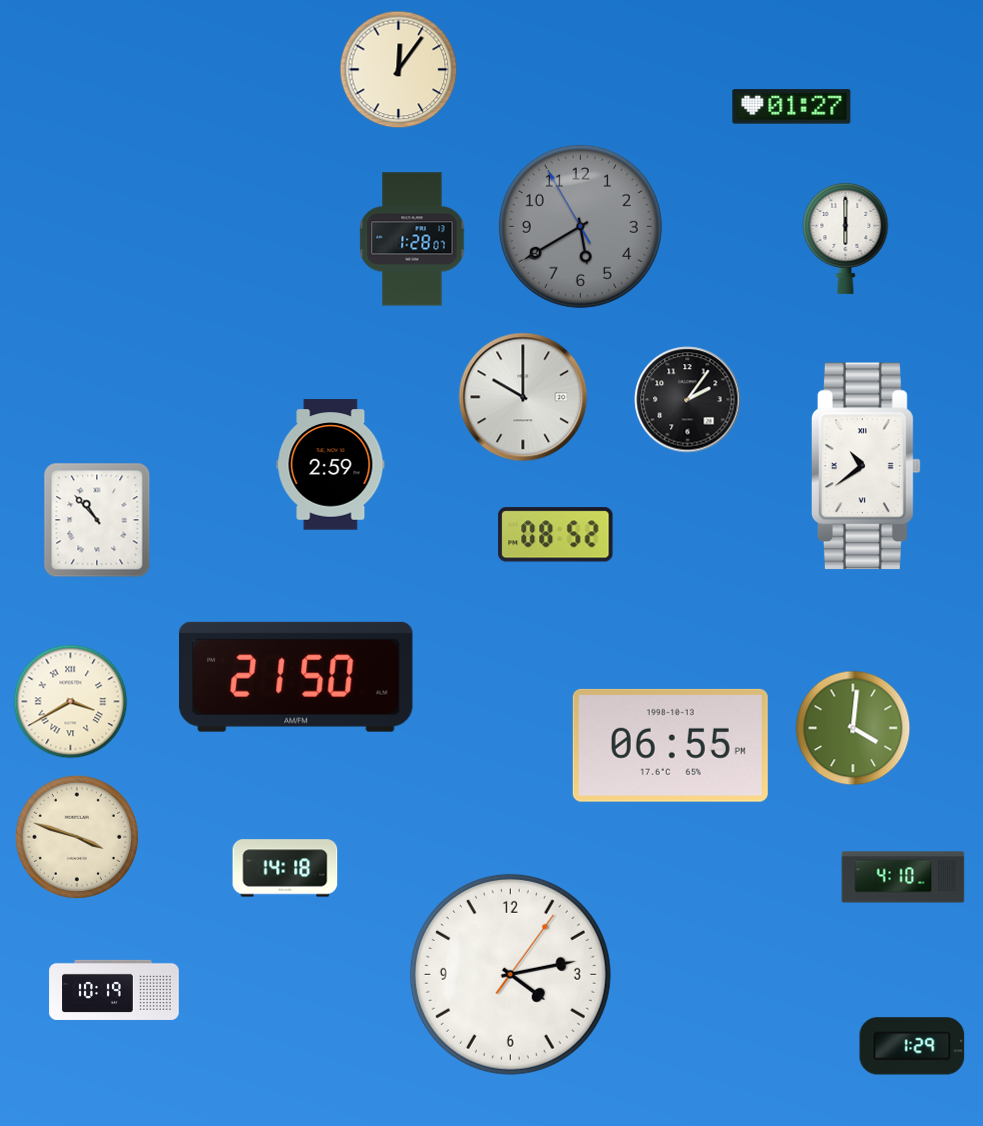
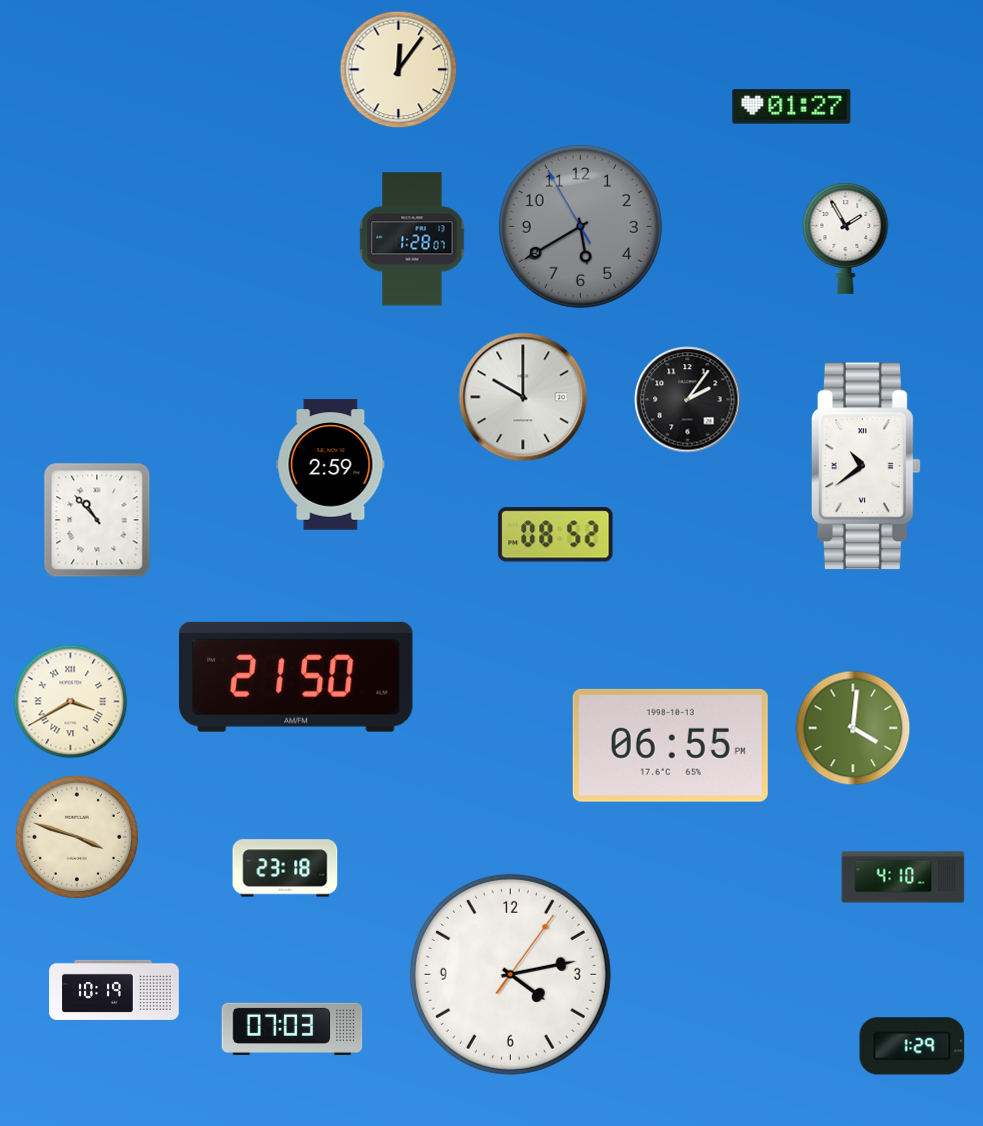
clock at (846, 238): 6:00 -> 1:55
clock at (285, 868): 14:18 -> 23:18
clock at (292, 1029): none -> 07:03
